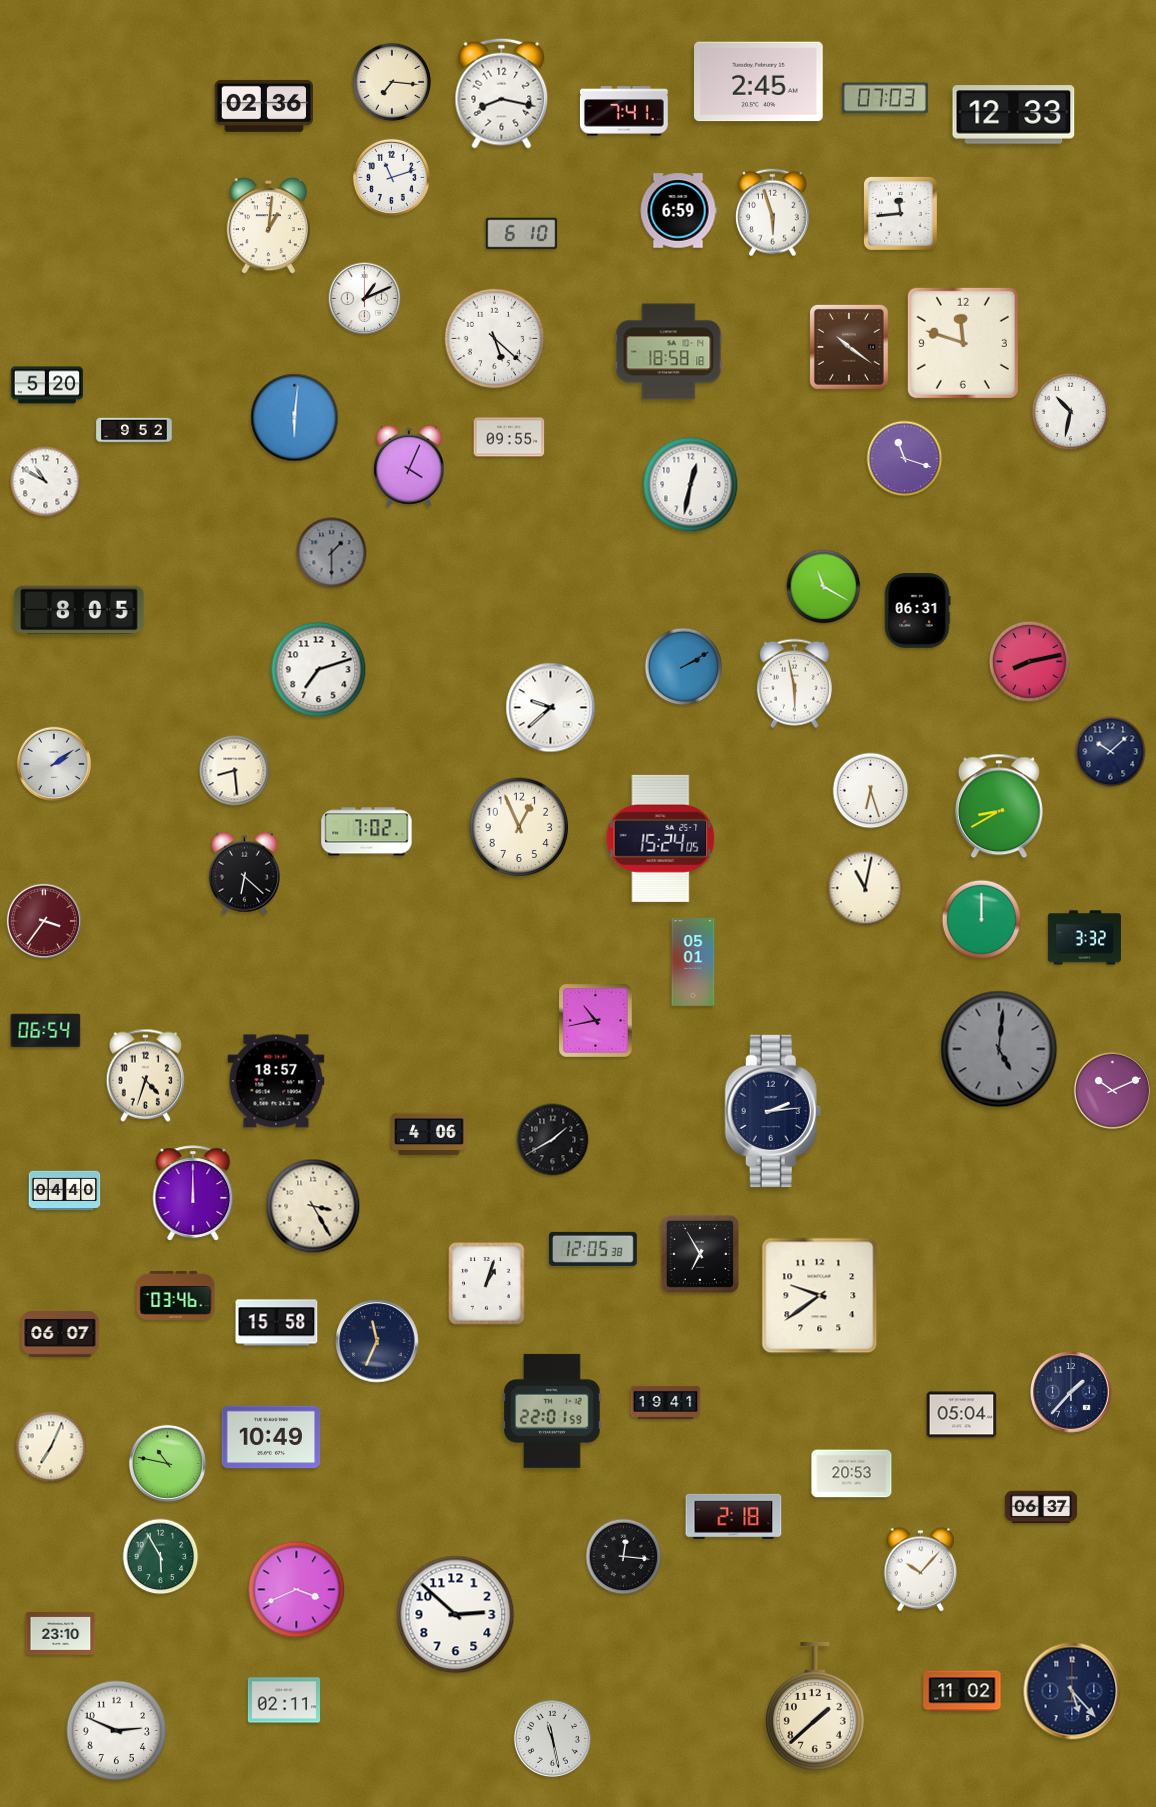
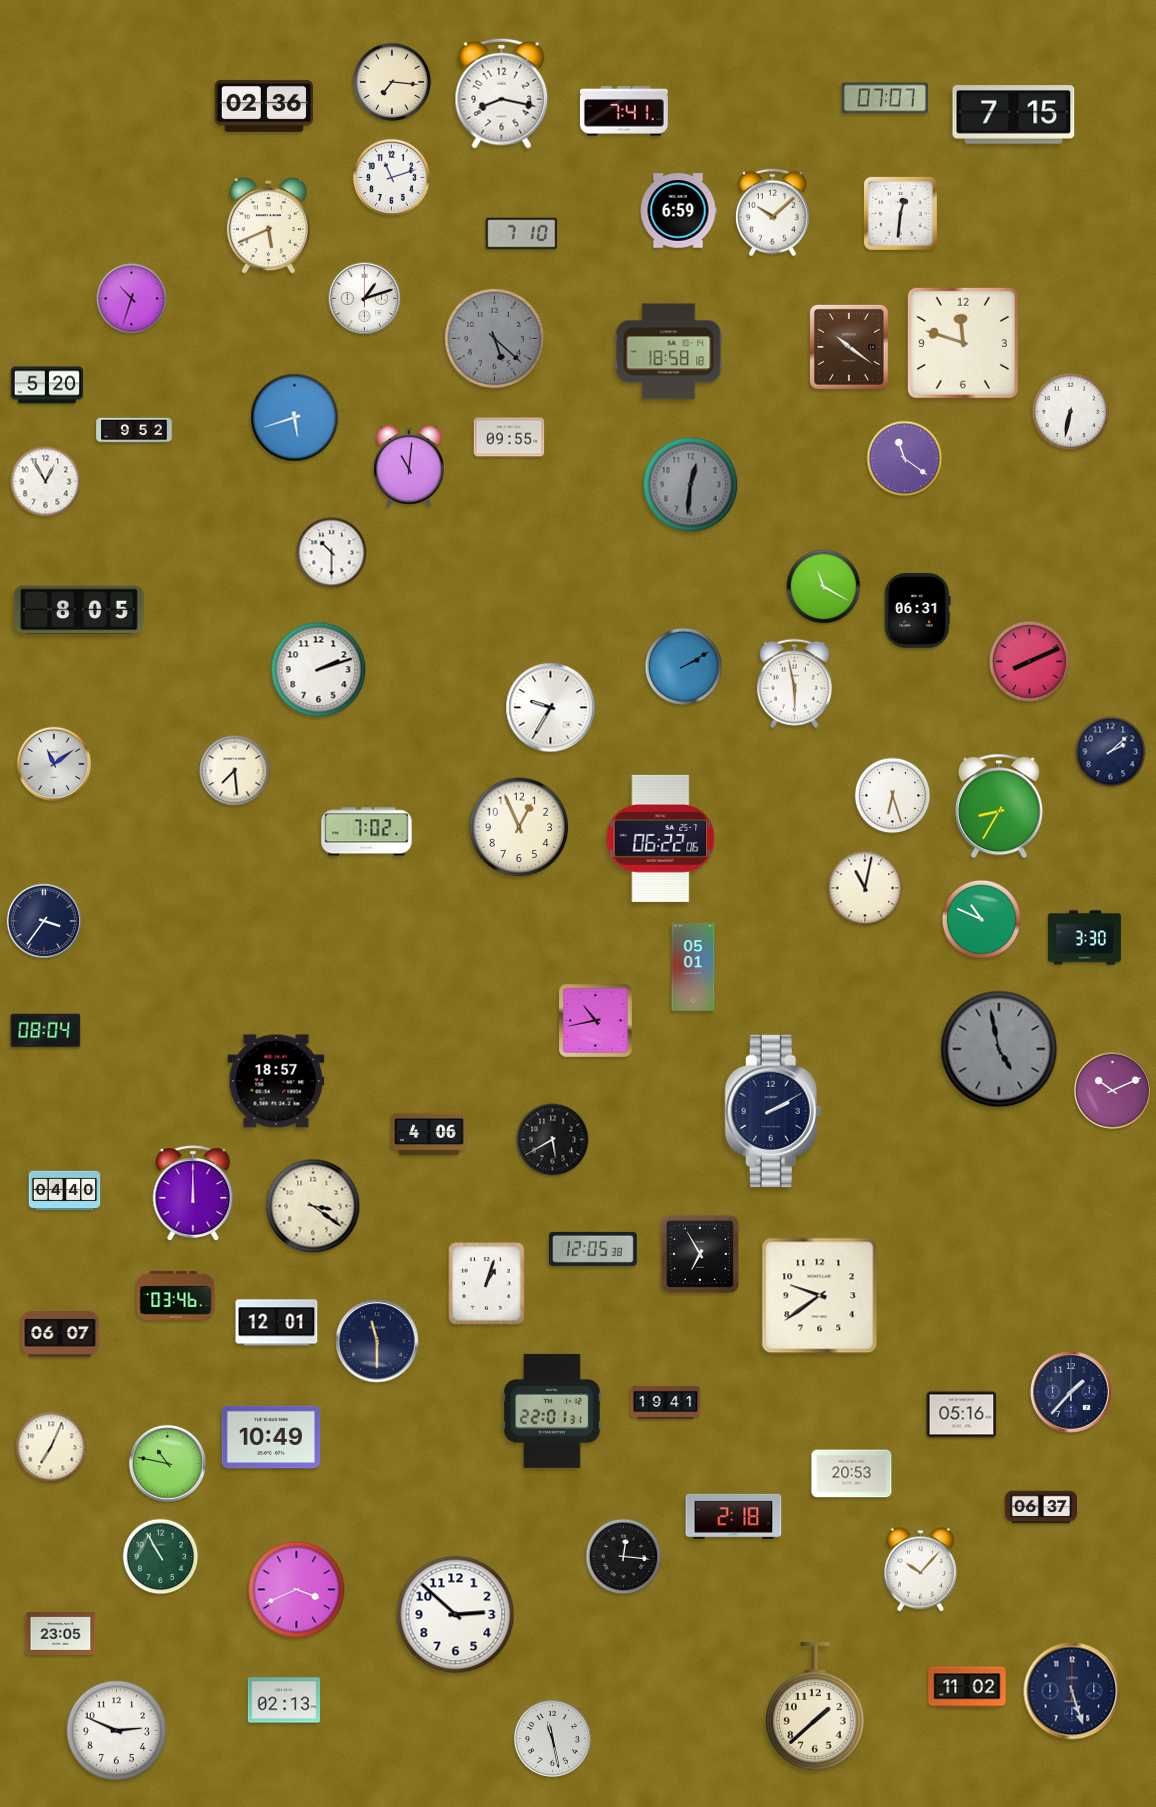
clock at (759, 82): 2:45 -> none
clock at (885, 98): 07:03 -> 07:07
clock at (1014, 115): 12:33 -> 7:15
clock at (772, 213): 5:57 -> 10:08
clock at (900, 213): 11:44 -> 12:31
clock at (268, 227): 1:01 -> 5:41
clock at (522, 234): 6:10 -> 7:10
clock at (132, 299): none -> 10:33
clock at (365, 299): 1:11 -> 1:12
clock at (495, 339) dial: white -> grey
clock at (1071, 412): 10:32 -> 6:32
clock at (295, 418): 6:01 -> 5:42
clock at (905, 459): 11:18 -> 11:21
clock at (409, 466): 4:04 -> 11:01
clock at (46, 482): 10:50 -> 12:55
clock at (691, 485): 12:32 -> 12:31
clock at (691, 485) dial: white -> grey
clock at (332, 553): 1:30 -> 10:30
clock at (332, 553) dial: grey -> white
clock at (1029, 661): 8:13 -> 8:11
clock at (319, 670): 7:12 -> 2:12
clock at (551, 708): 9:38 -> 9:35
clock at (1111, 752): 10:08 -> 2:08
clock at (53, 763): 2:09 -> 11:09
clock at (235, 771): 8:29 -> 7:29
clock at (871, 791) position: (871, 791) -> (893, 796)
clock at (999, 806): 8:40 -> 8:35
clock at (661, 838): 15:24 -> 06:22
clock at (244, 873): 6:22 -> none
clock at (981, 919): 12:00 -> 10:49
clock at (43, 920) dial: burgundy -> navy
clock at (1084, 938): 3:32 -> 3:30
clock at (693, 962) position: (693, 962) -> (693, 967)
clock at (46, 1031): 06:54 -> 08:04
clock at (999, 1049): 5:01 -> 4:58
clock at (146, 1075): 4:33 -> none
clock at (773, 1111): 2:14 -> 2:10
clock at (553, 1140): 1:40 -> 5:40
clock at (313, 1206): 3:25 -> 3:21
clock at (277, 1323): 15:58 -> 12:01
clock at (377, 1341): 11:34 -> 11:30
clock at (552, 1411): 22:01:59 -> 22:01:31
clock at (962, 1415): 05:04 -> 05:16
clock at (161, 1557): 5:55 -> 10:55
clock at (61, 1634): 23:10 -> 23:05
clock at (962, 1691) position: (962, 1691) -> (967, 1687)
clock at (1072, 1691): 5:23 -> 5:27
clock at (283, 1700): 02:11 -> 02:13
